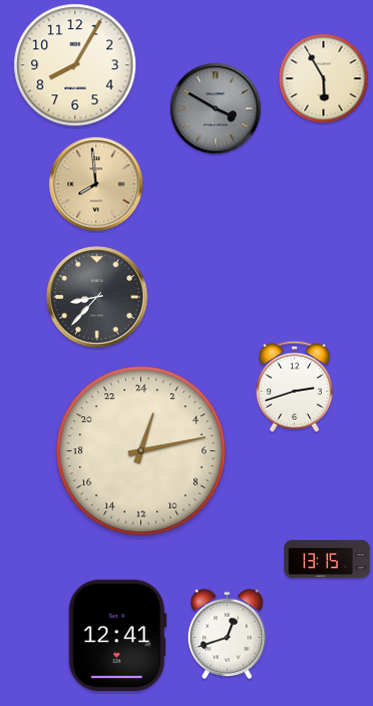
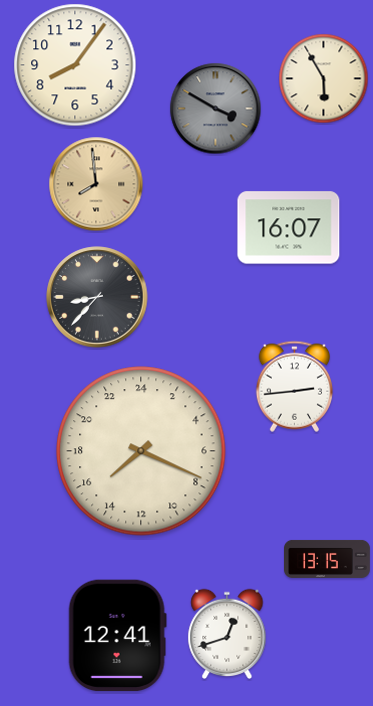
clock at (75, 65): 8:05 -> 8:06
clock at (289, 228): none -> 16:07
clock at (295, 386): 2:42 -> 2:44
clock at (141, 451): 1:13 -> 15:19
